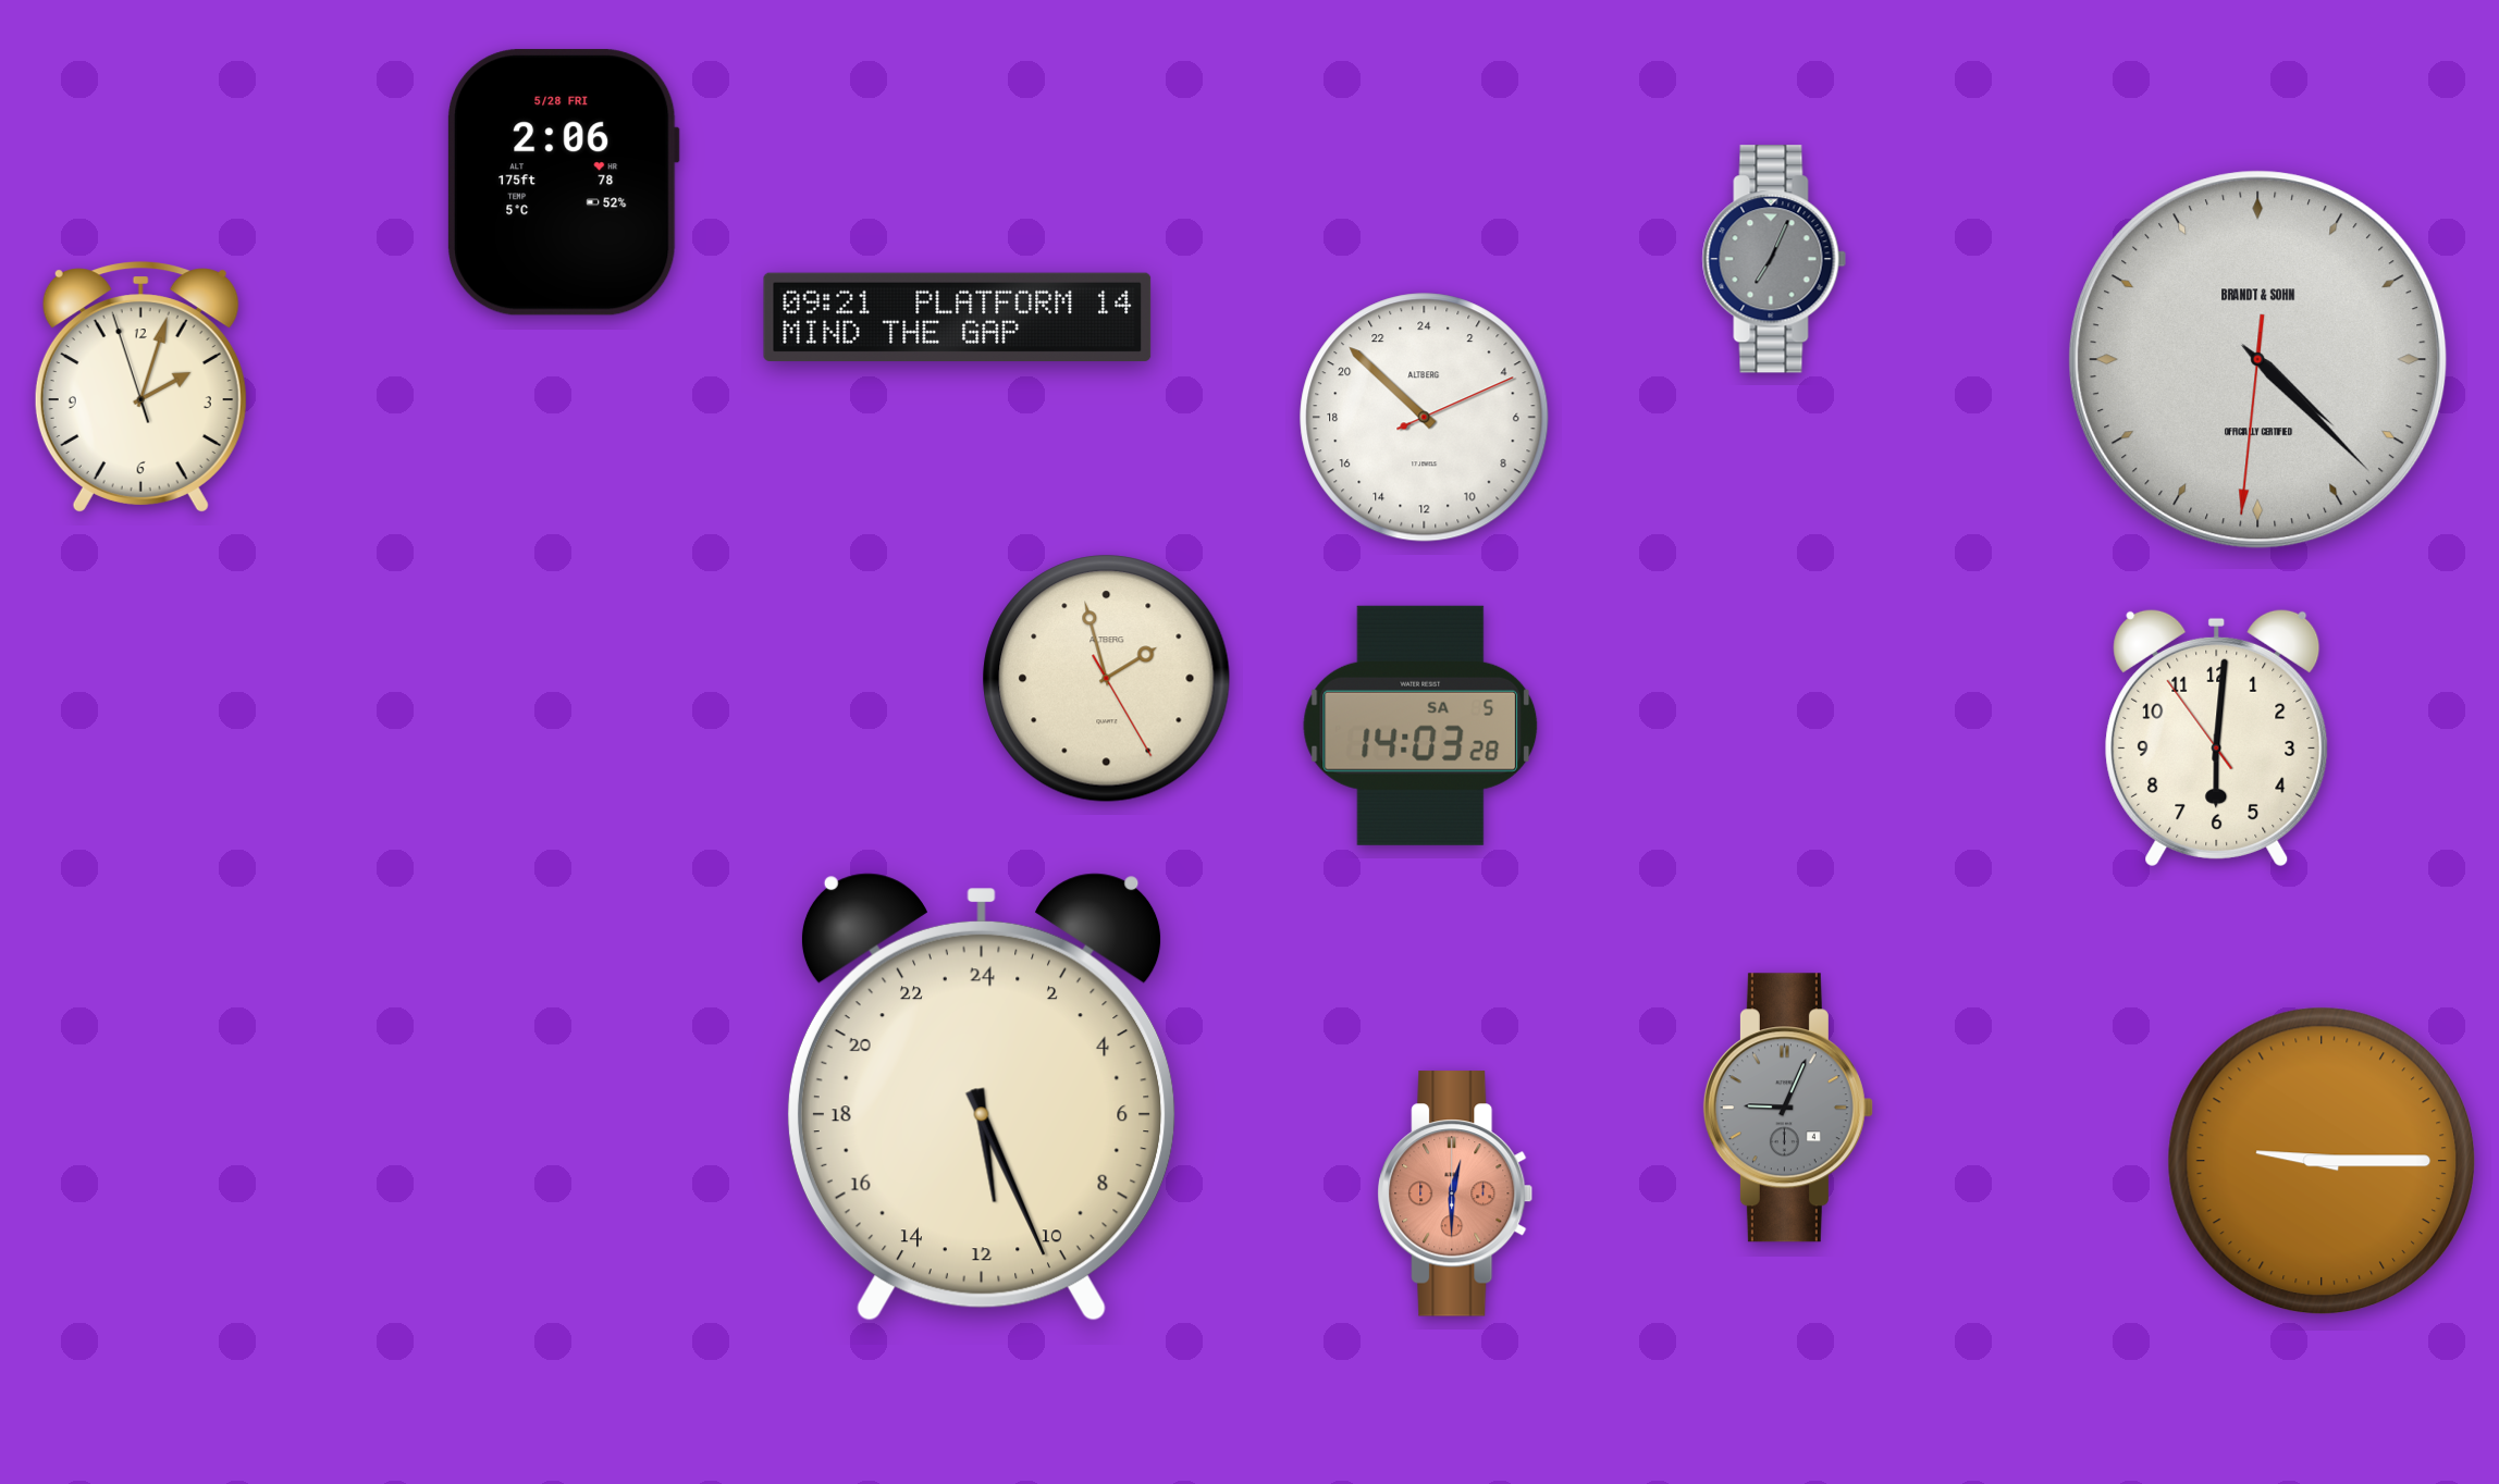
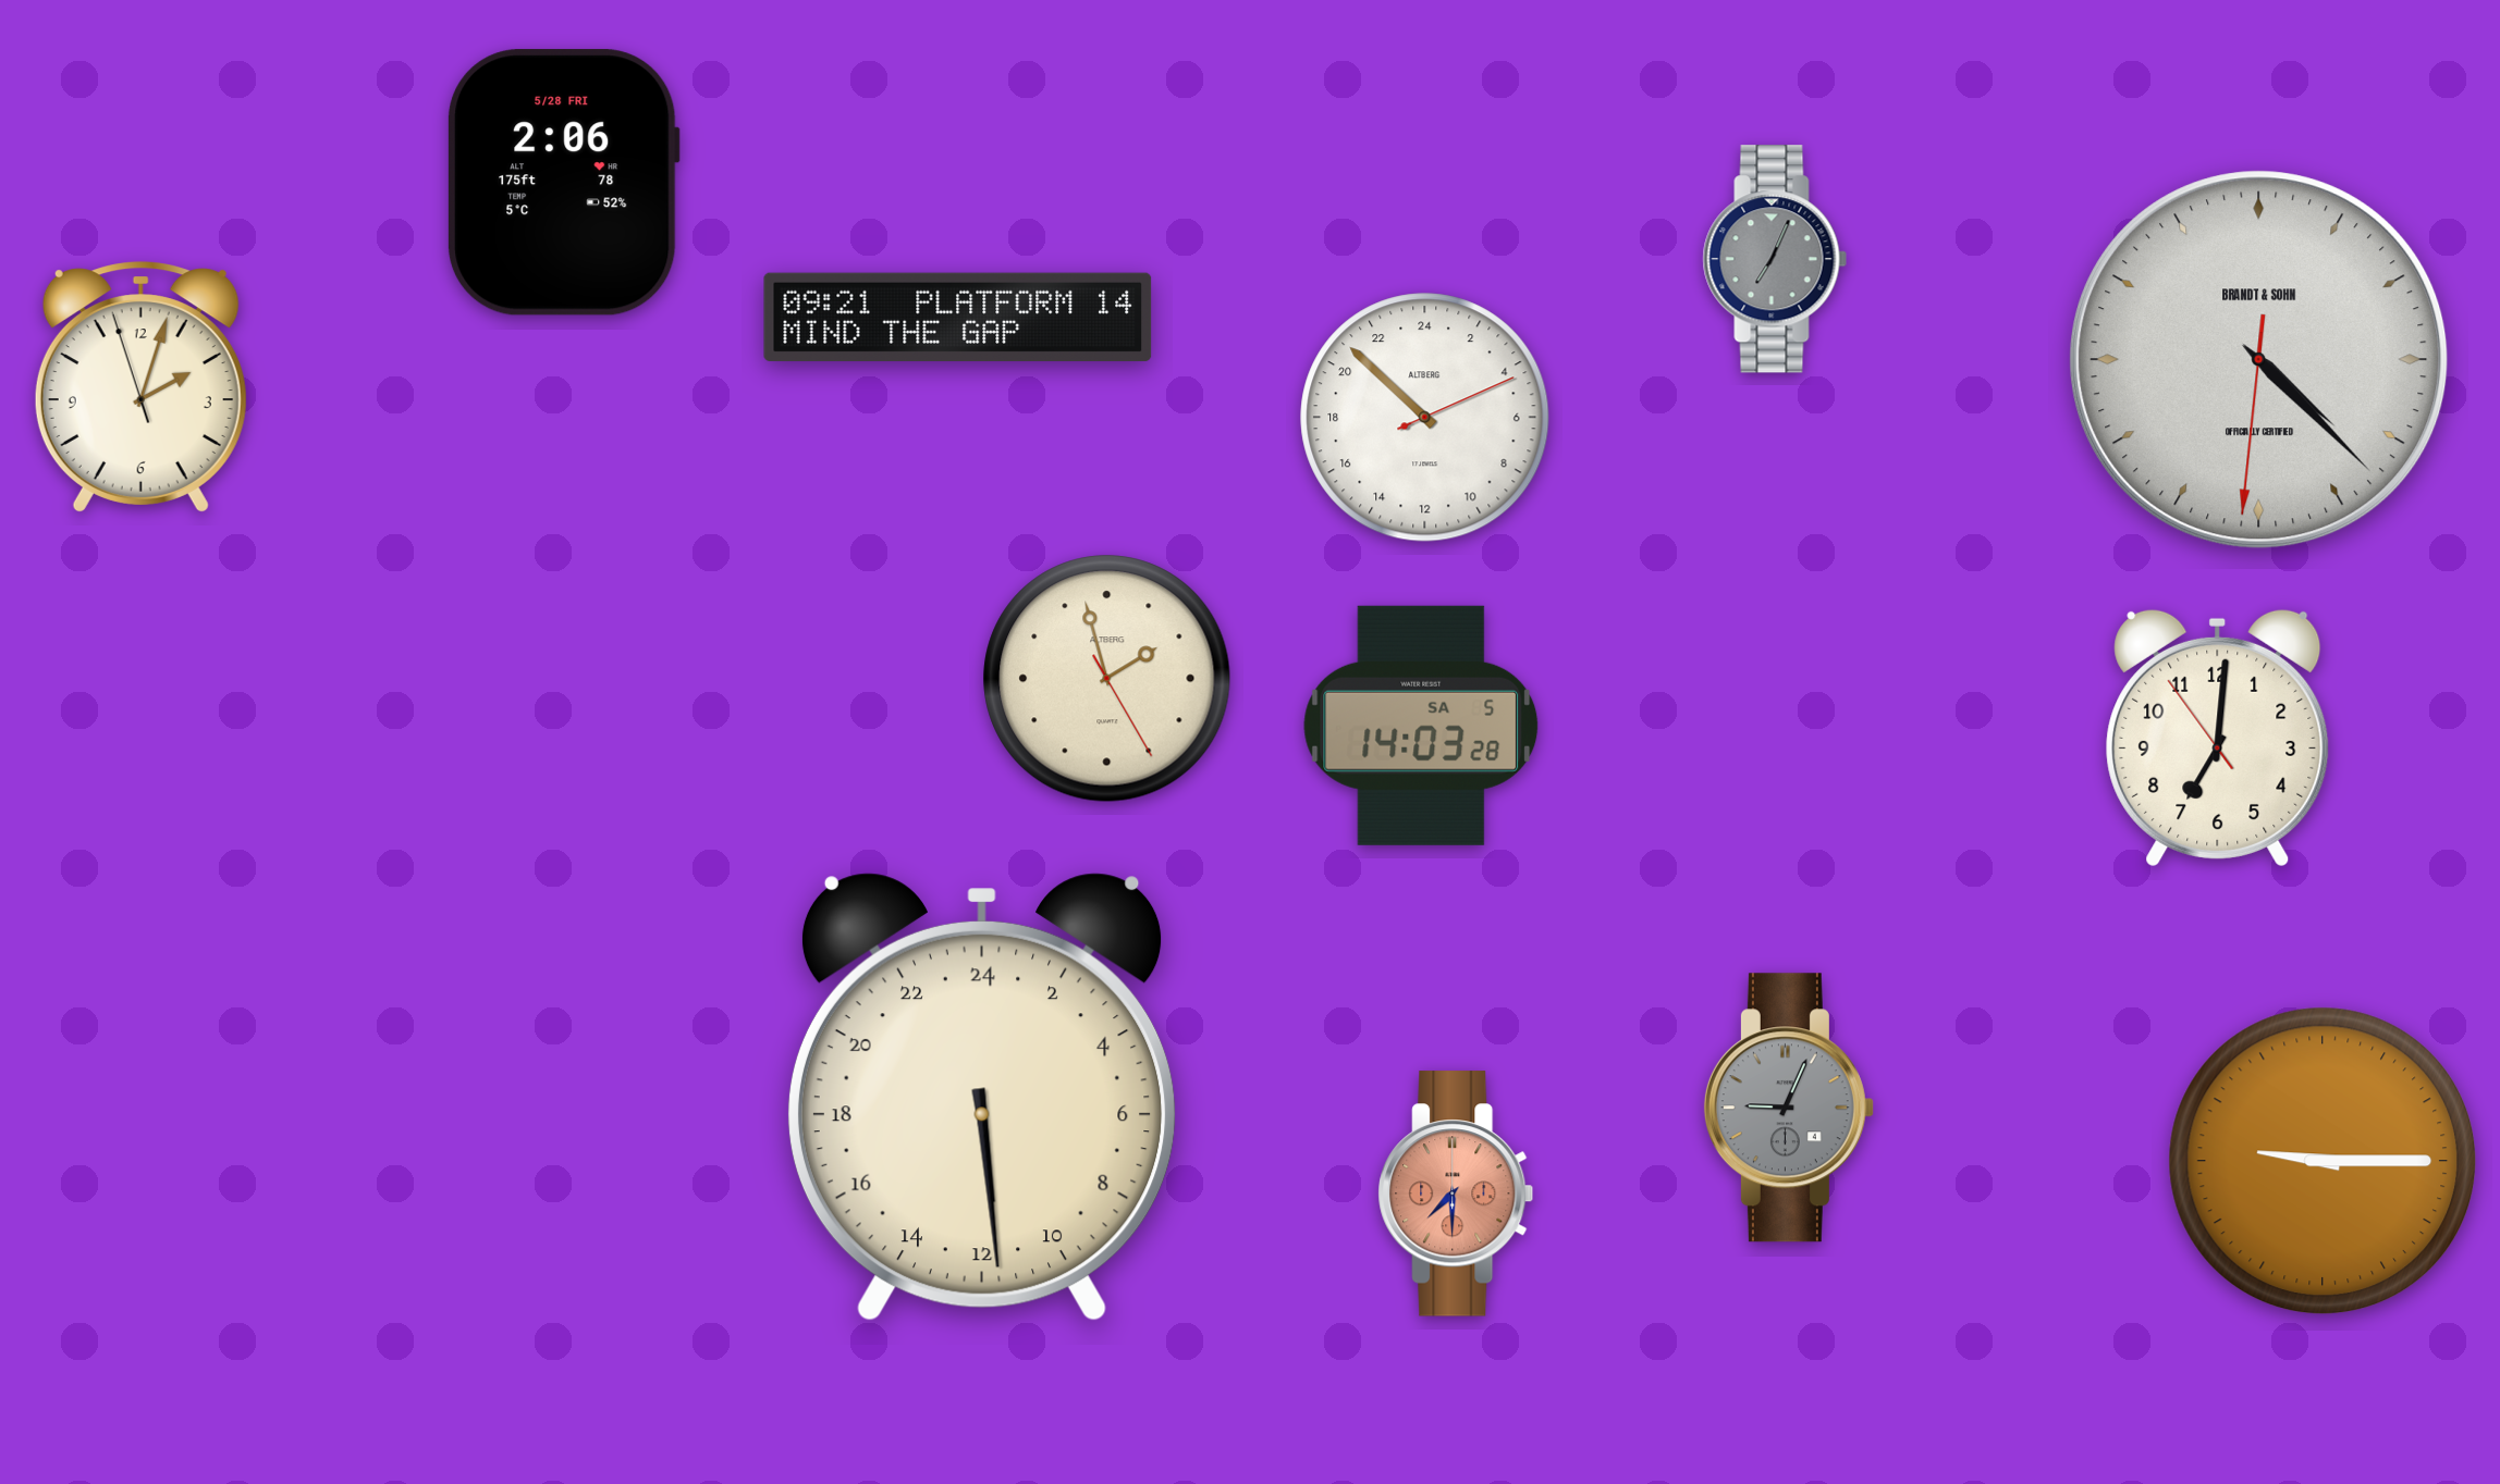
clock at (2217, 738): 6:00 -> 7:00
clock at (982, 1097): 11:26 -> 11:29
clock at (1455, 1194): 12:30 -> 7:30
